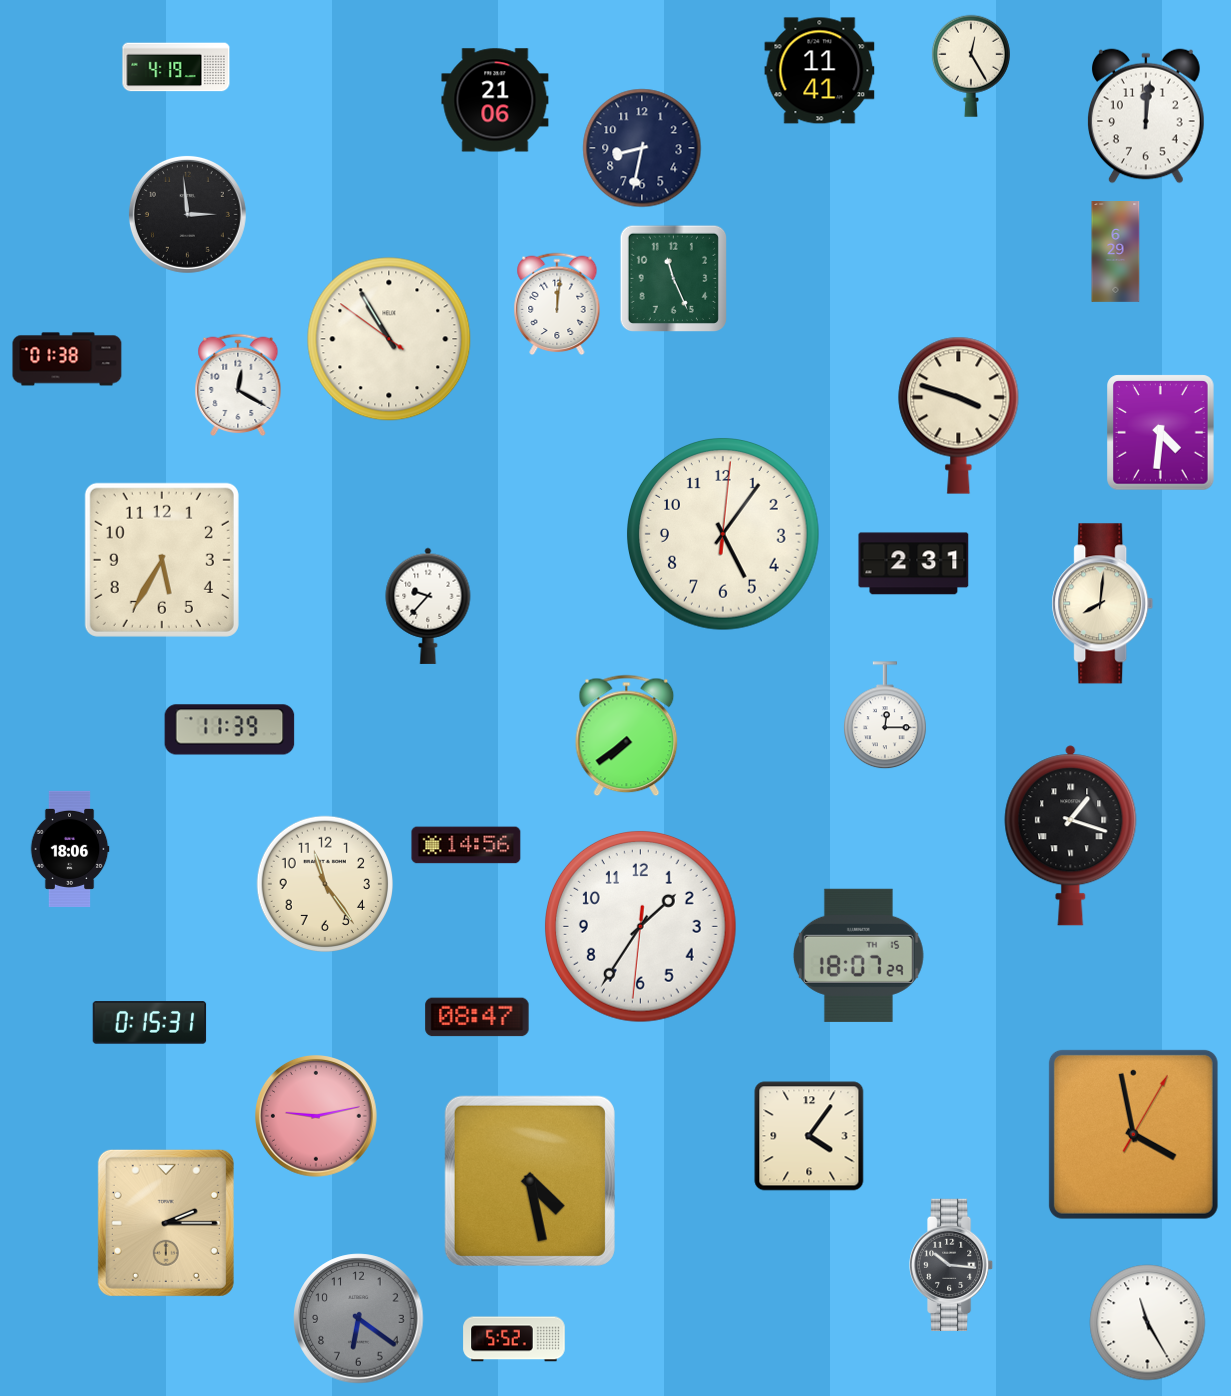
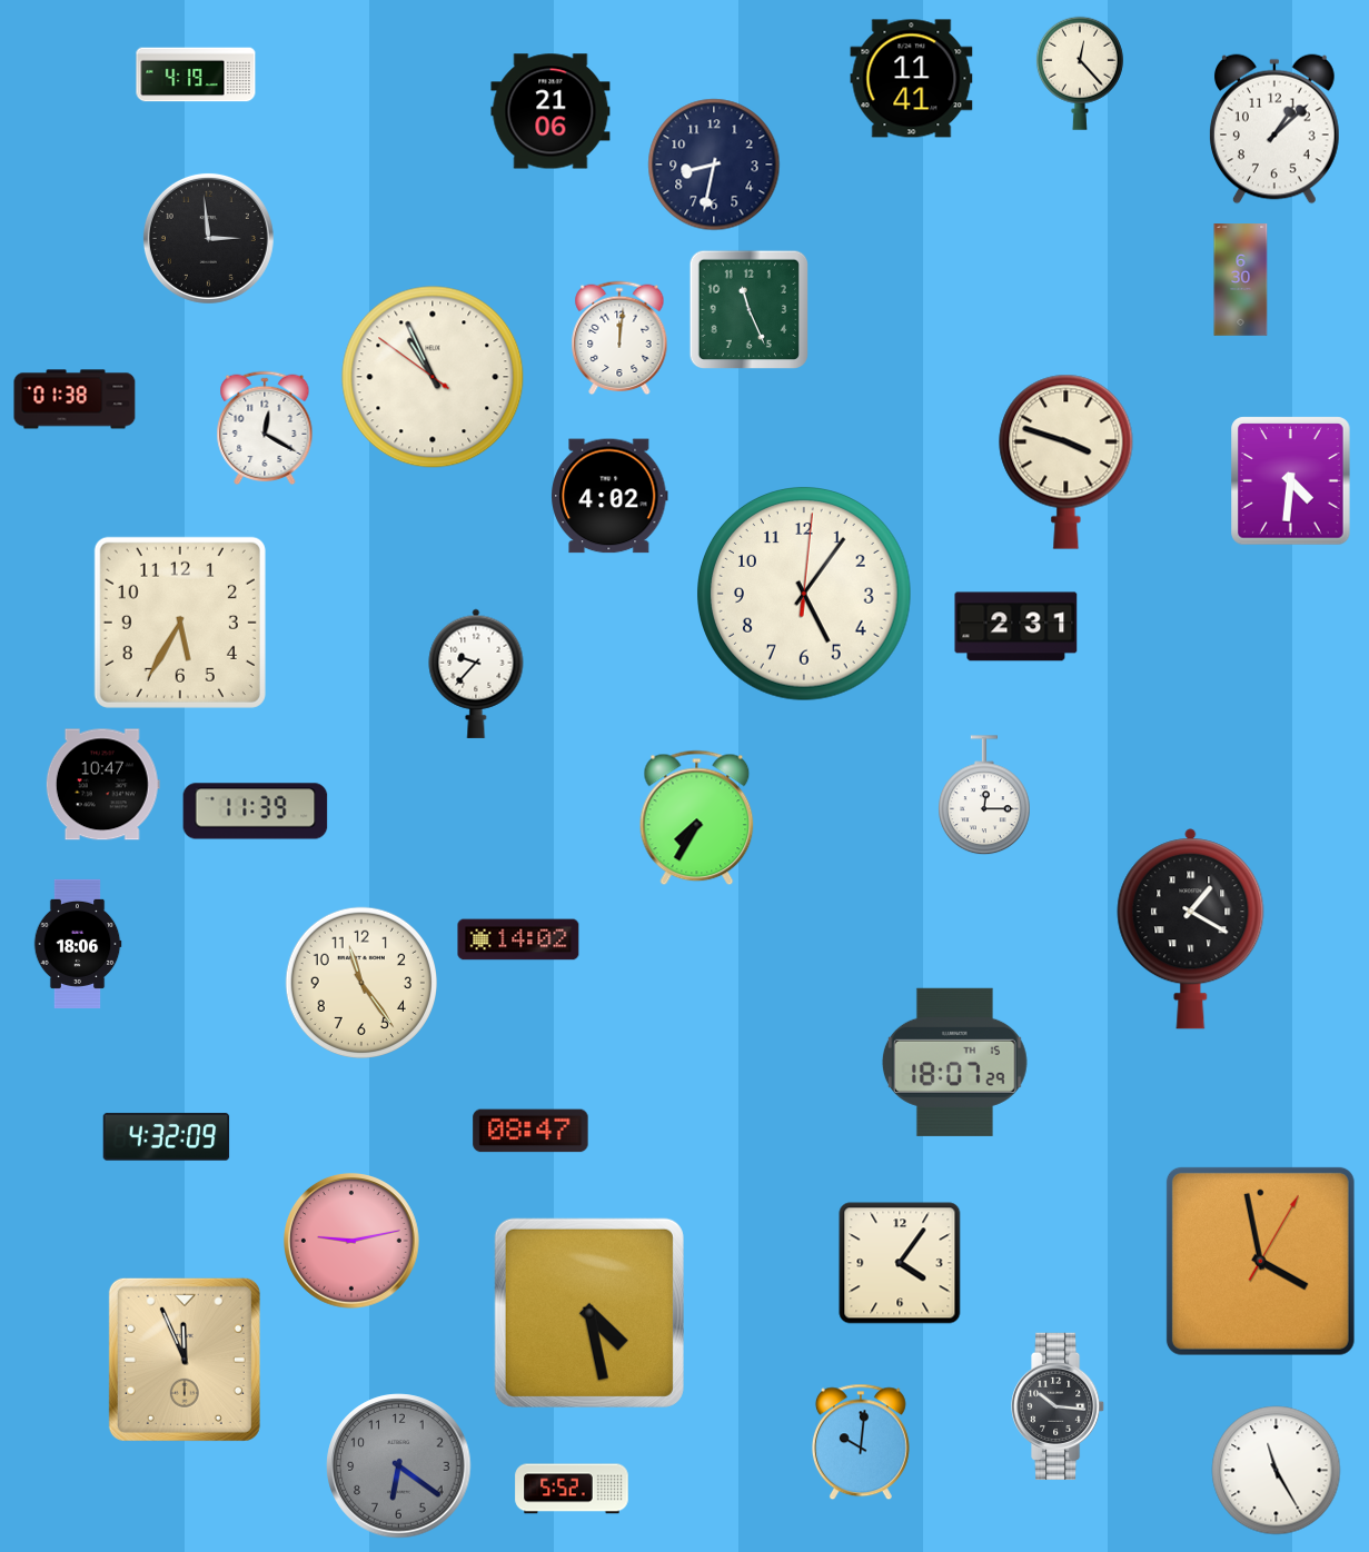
clock at (971, 66): 12:25 -> 12:23
clock at (1147, 116): 12:01 -> 1:08
clock at (1116, 252): 6:29 -> 6:30
clock at (389, 339): 10:54 -> 10:55
clock at (611, 496): none -> 4:02
clock at (1103, 604): 8:01 -> none
clock at (102, 785): none -> 10:47
clock at (627, 736): 7:39 -> 7:35
clock at (1071, 836): 1:18 -> 1:20
clock at (466, 845): 14:56 -> 14:02
clock at (641, 927): 1:35 -> none
clock at (150, 1023): 0:15 -> 4:32
clock at (166, 1223): 2:15 -> 11:56
clock at (861, 1442): none -> 10:01
